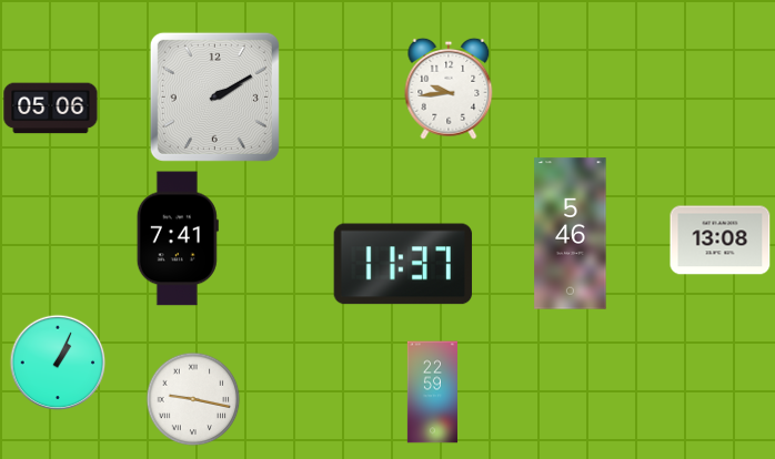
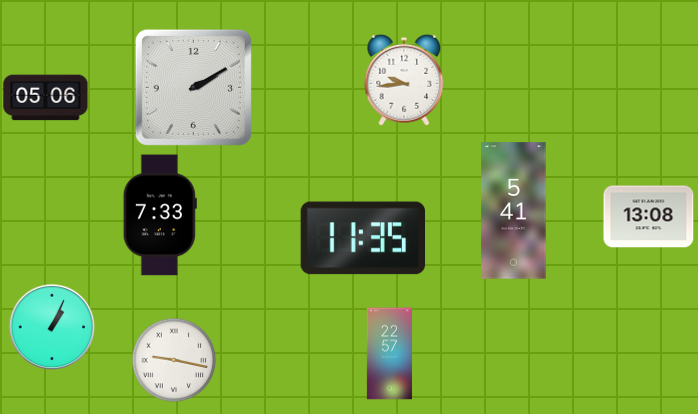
clock at (571, 234): 5:46 -> 5:41
clock at (178, 238): 7:41 -> 7:33
clock at (403, 264): 11:37 -> 11:35
clock at (432, 392): 22:59 -> 22:57
